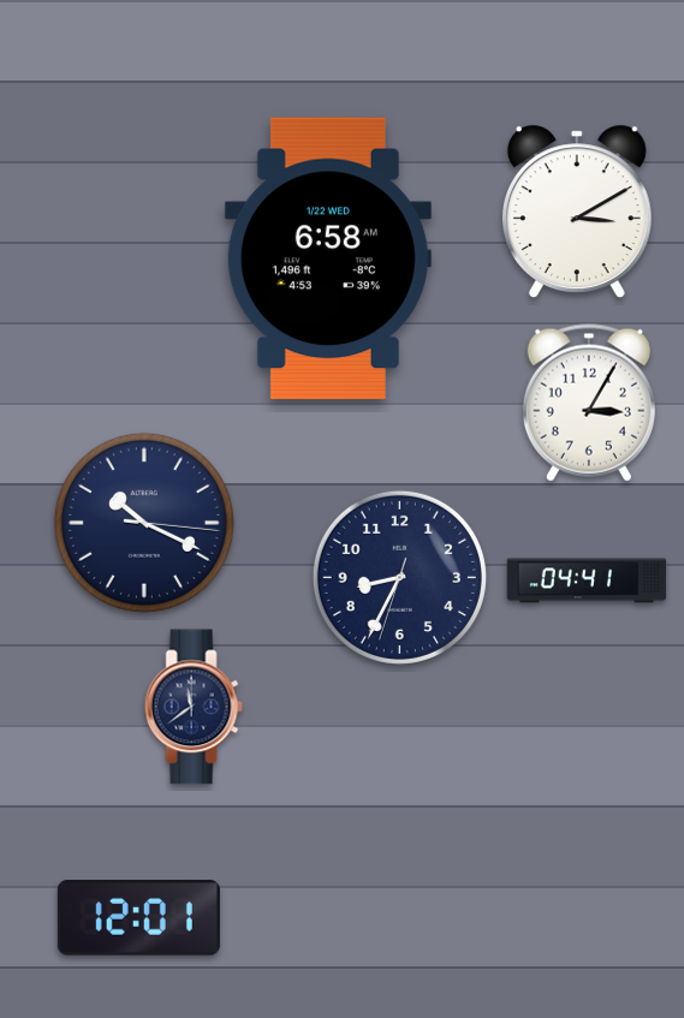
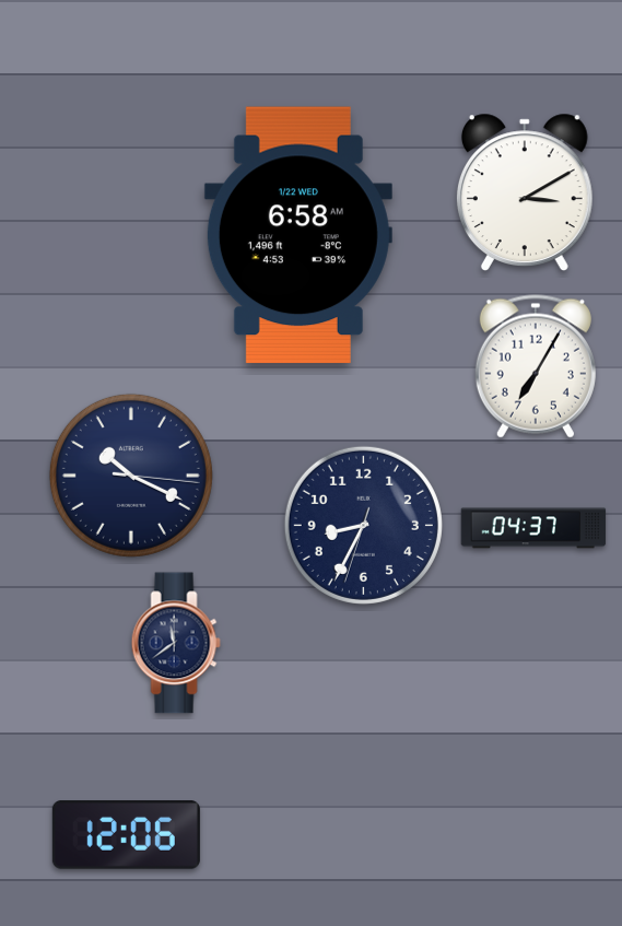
clock at (589, 403): 3:05 -> 7:05
clock at (587, 581): 04:41 -> 04:37
clock at (138, 918): 12:01 -> 12:06
